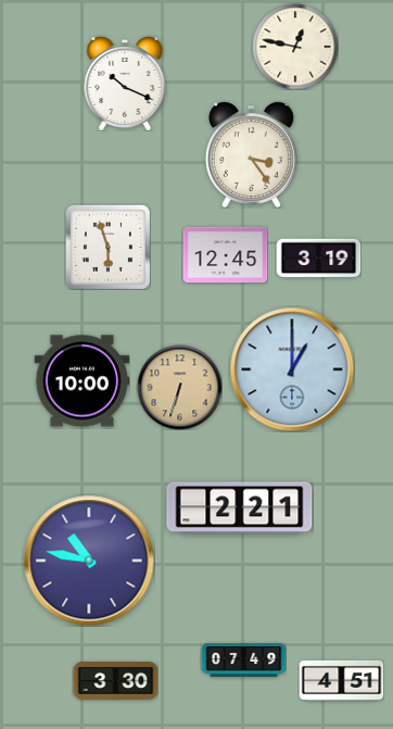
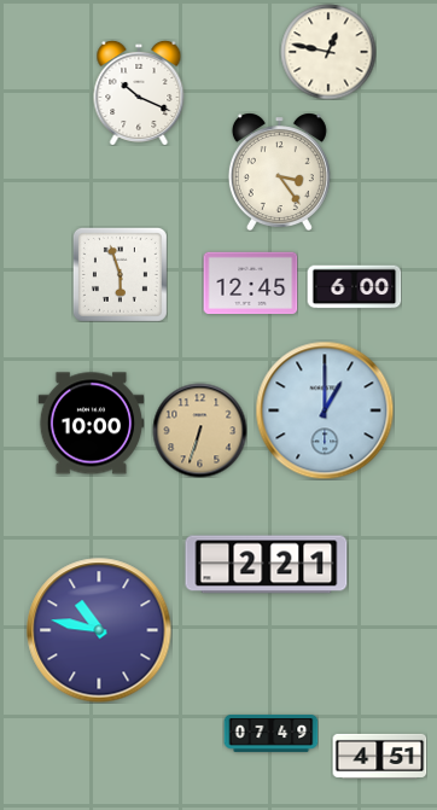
clock at (318, 259): 3:19 -> 6:00
clock at (89, 561) position: (89, 561) -> (99, 630)
clock at (115, 680): 3:30 -> none
